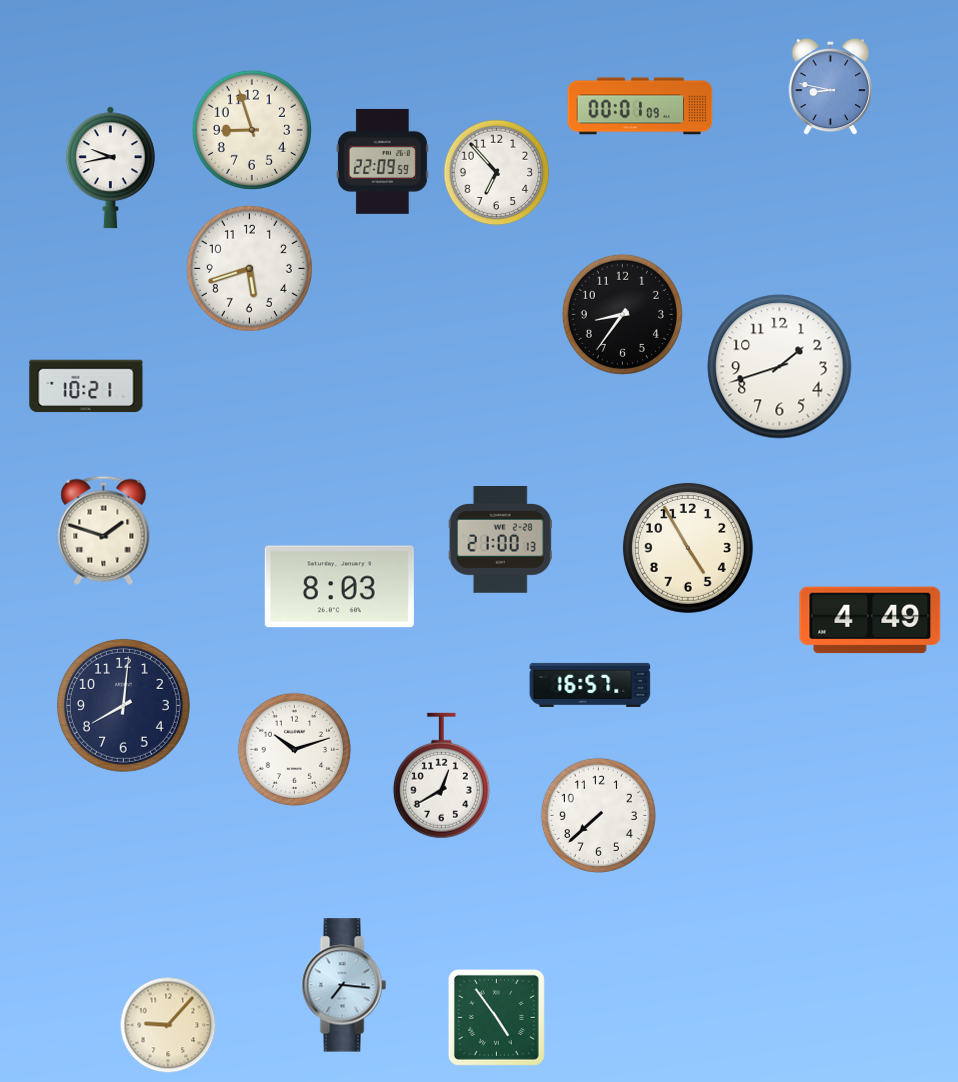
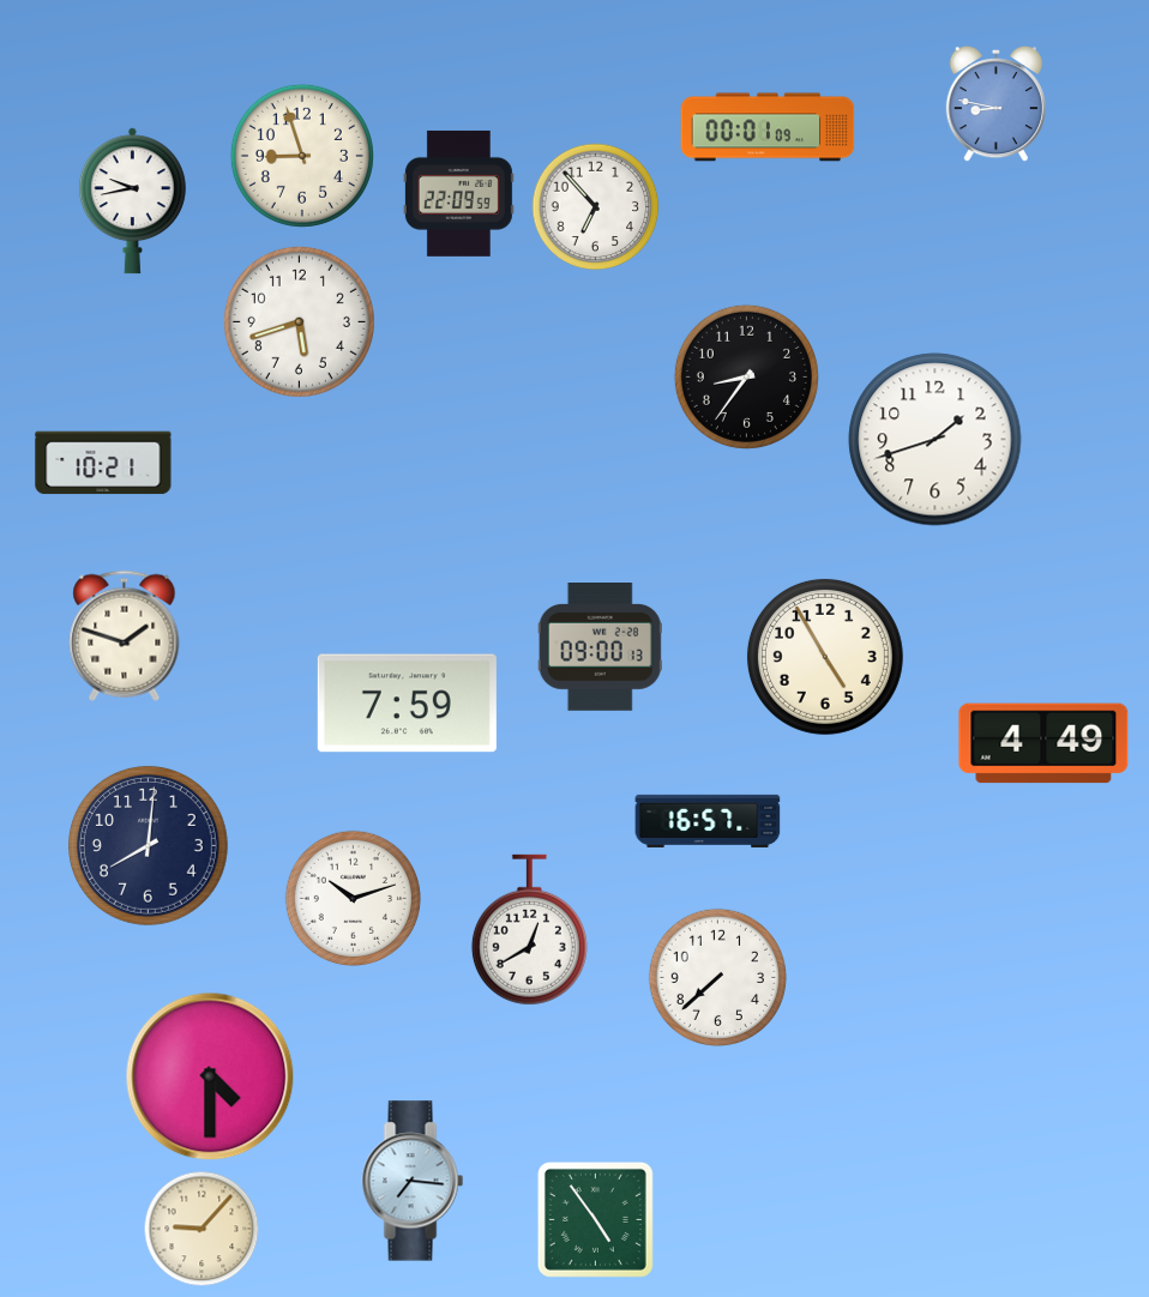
clock at (500, 540): 21:00 -> 09:00
clock at (339, 587): 8:03 -> 7:59
clock at (210, 1076): none -> 4:30
